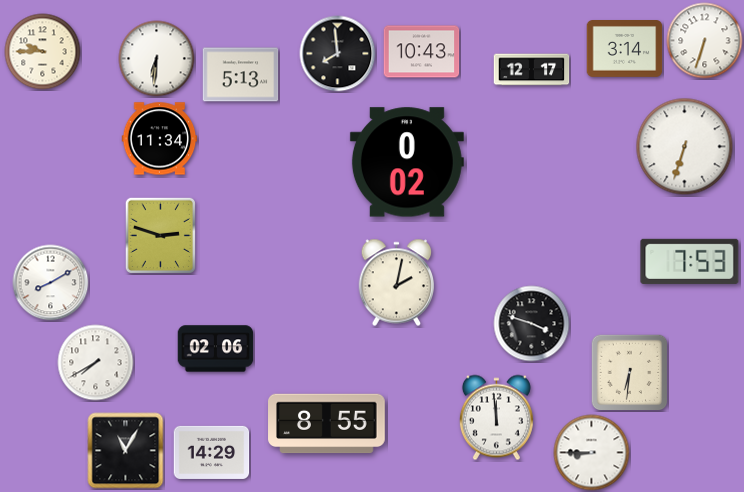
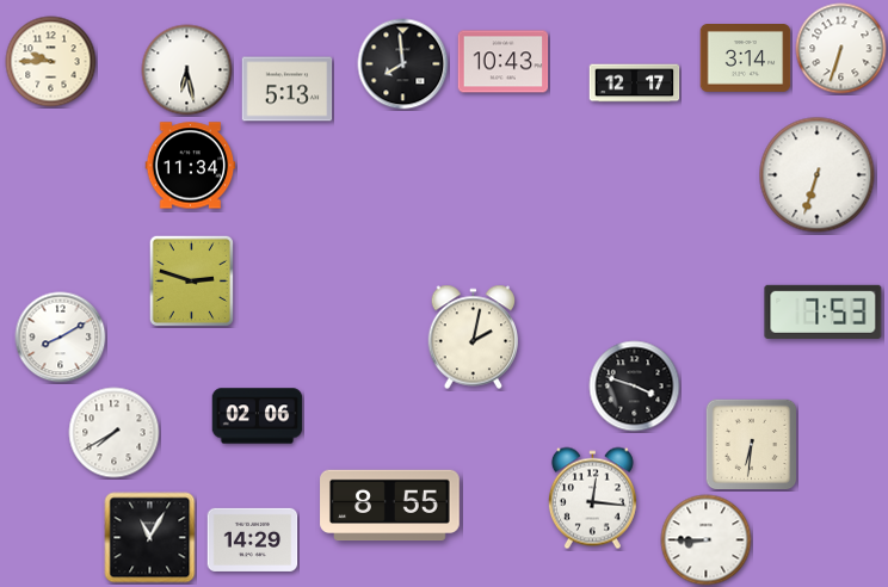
clock at (157, 59): 6:31 -> 6:28
clock at (407, 162): 0:02 -> none
clock at (496, 418): 11:59 -> 12:16
